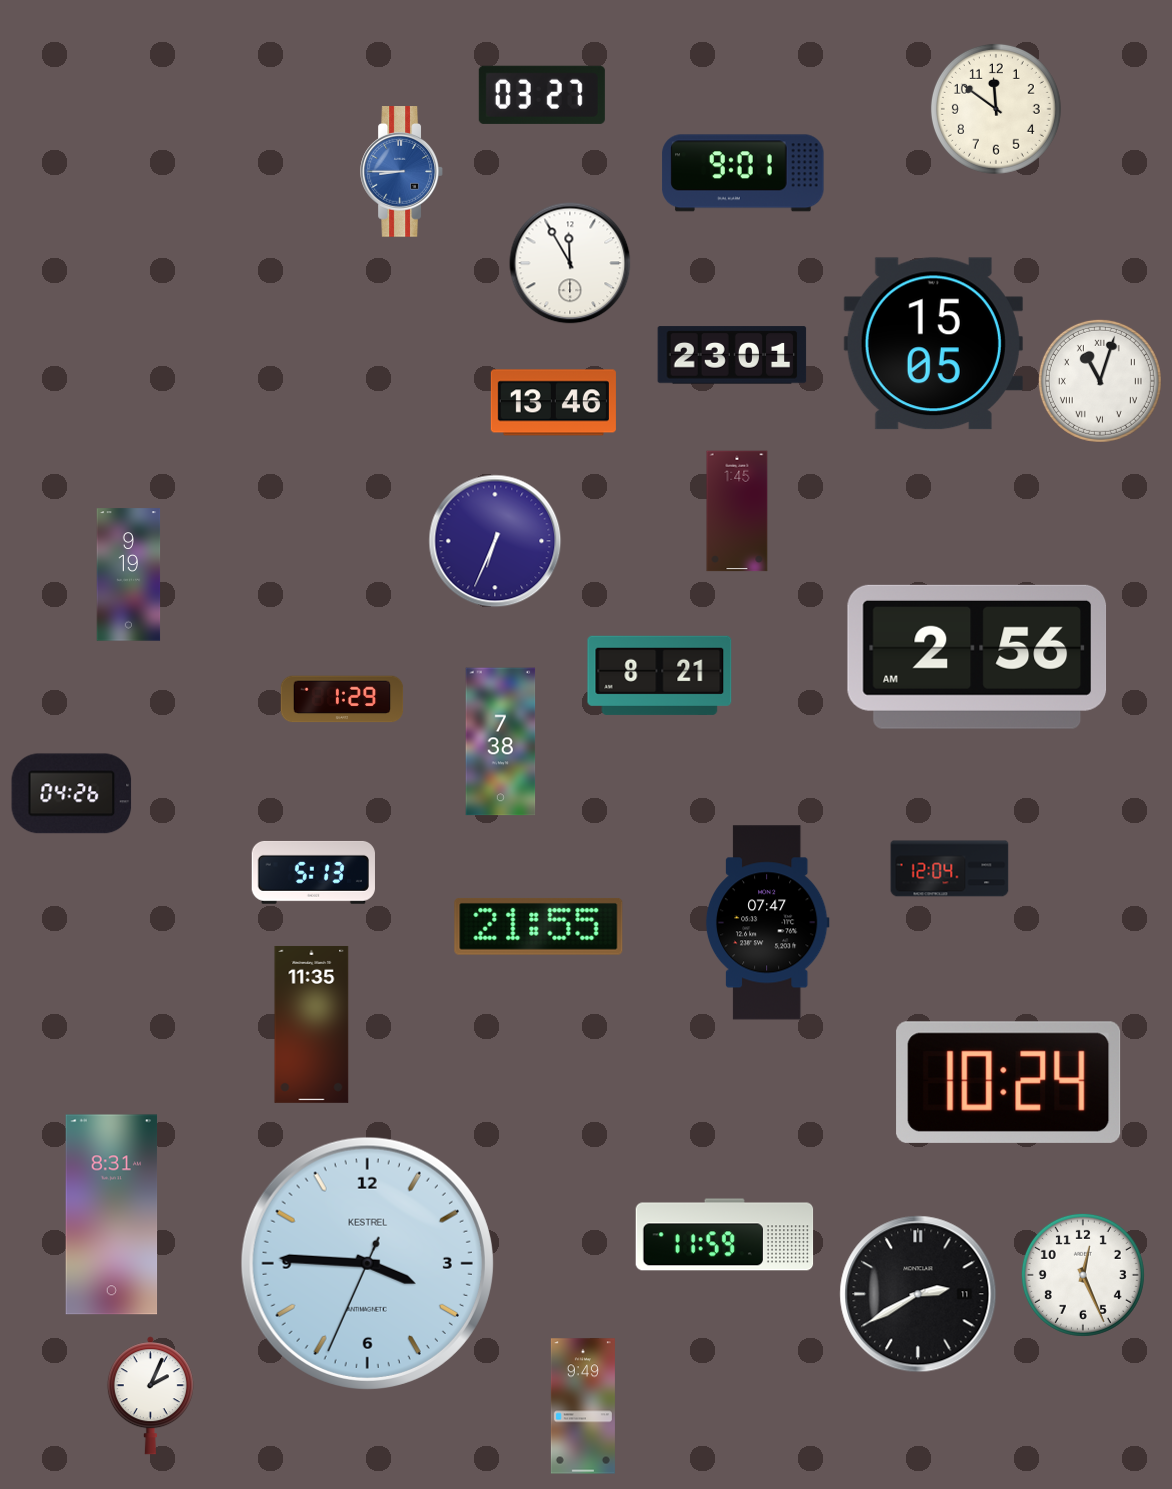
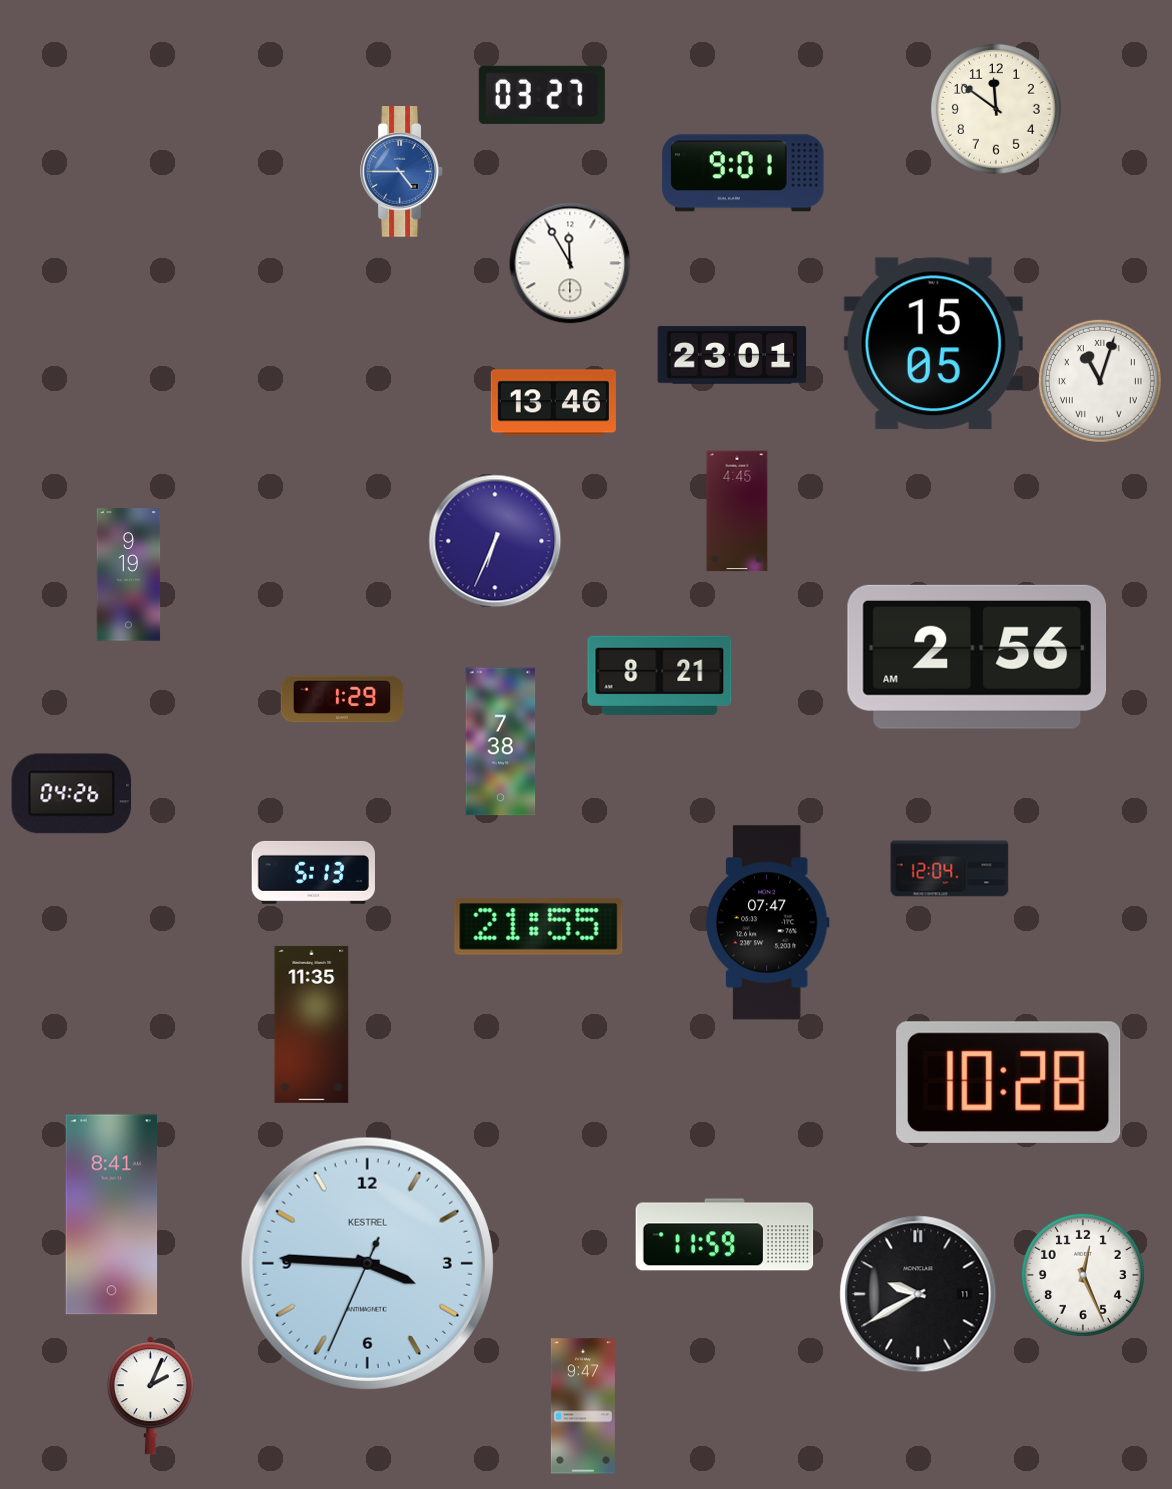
clock at (401, 172): 8:45 -> 4:45
clock at (737, 511): 1:45 -> 4:45
clock at (1009, 1082): 10:24 -> 10:28
clock at (112, 1215): 8:31 -> 8:41
clock at (918, 1294): 2:40 -> 9:40
clock at (583, 1406): 9:49 -> 9:47
